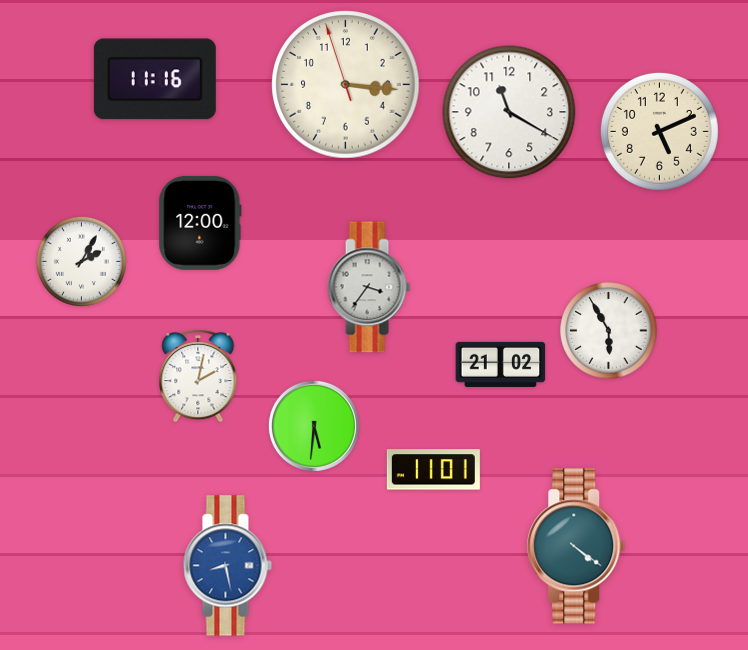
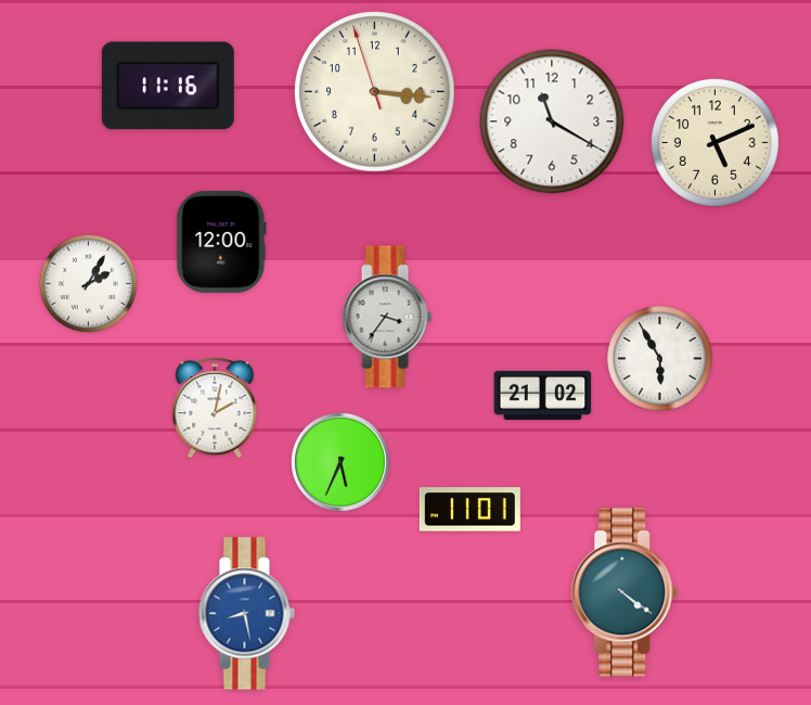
clock at (200, 223) position: (200, 223) -> (221, 242)
clock at (369, 287) position: (369, 287) -> (387, 317)
clock at (314, 426): 5:31 -> 5:34
